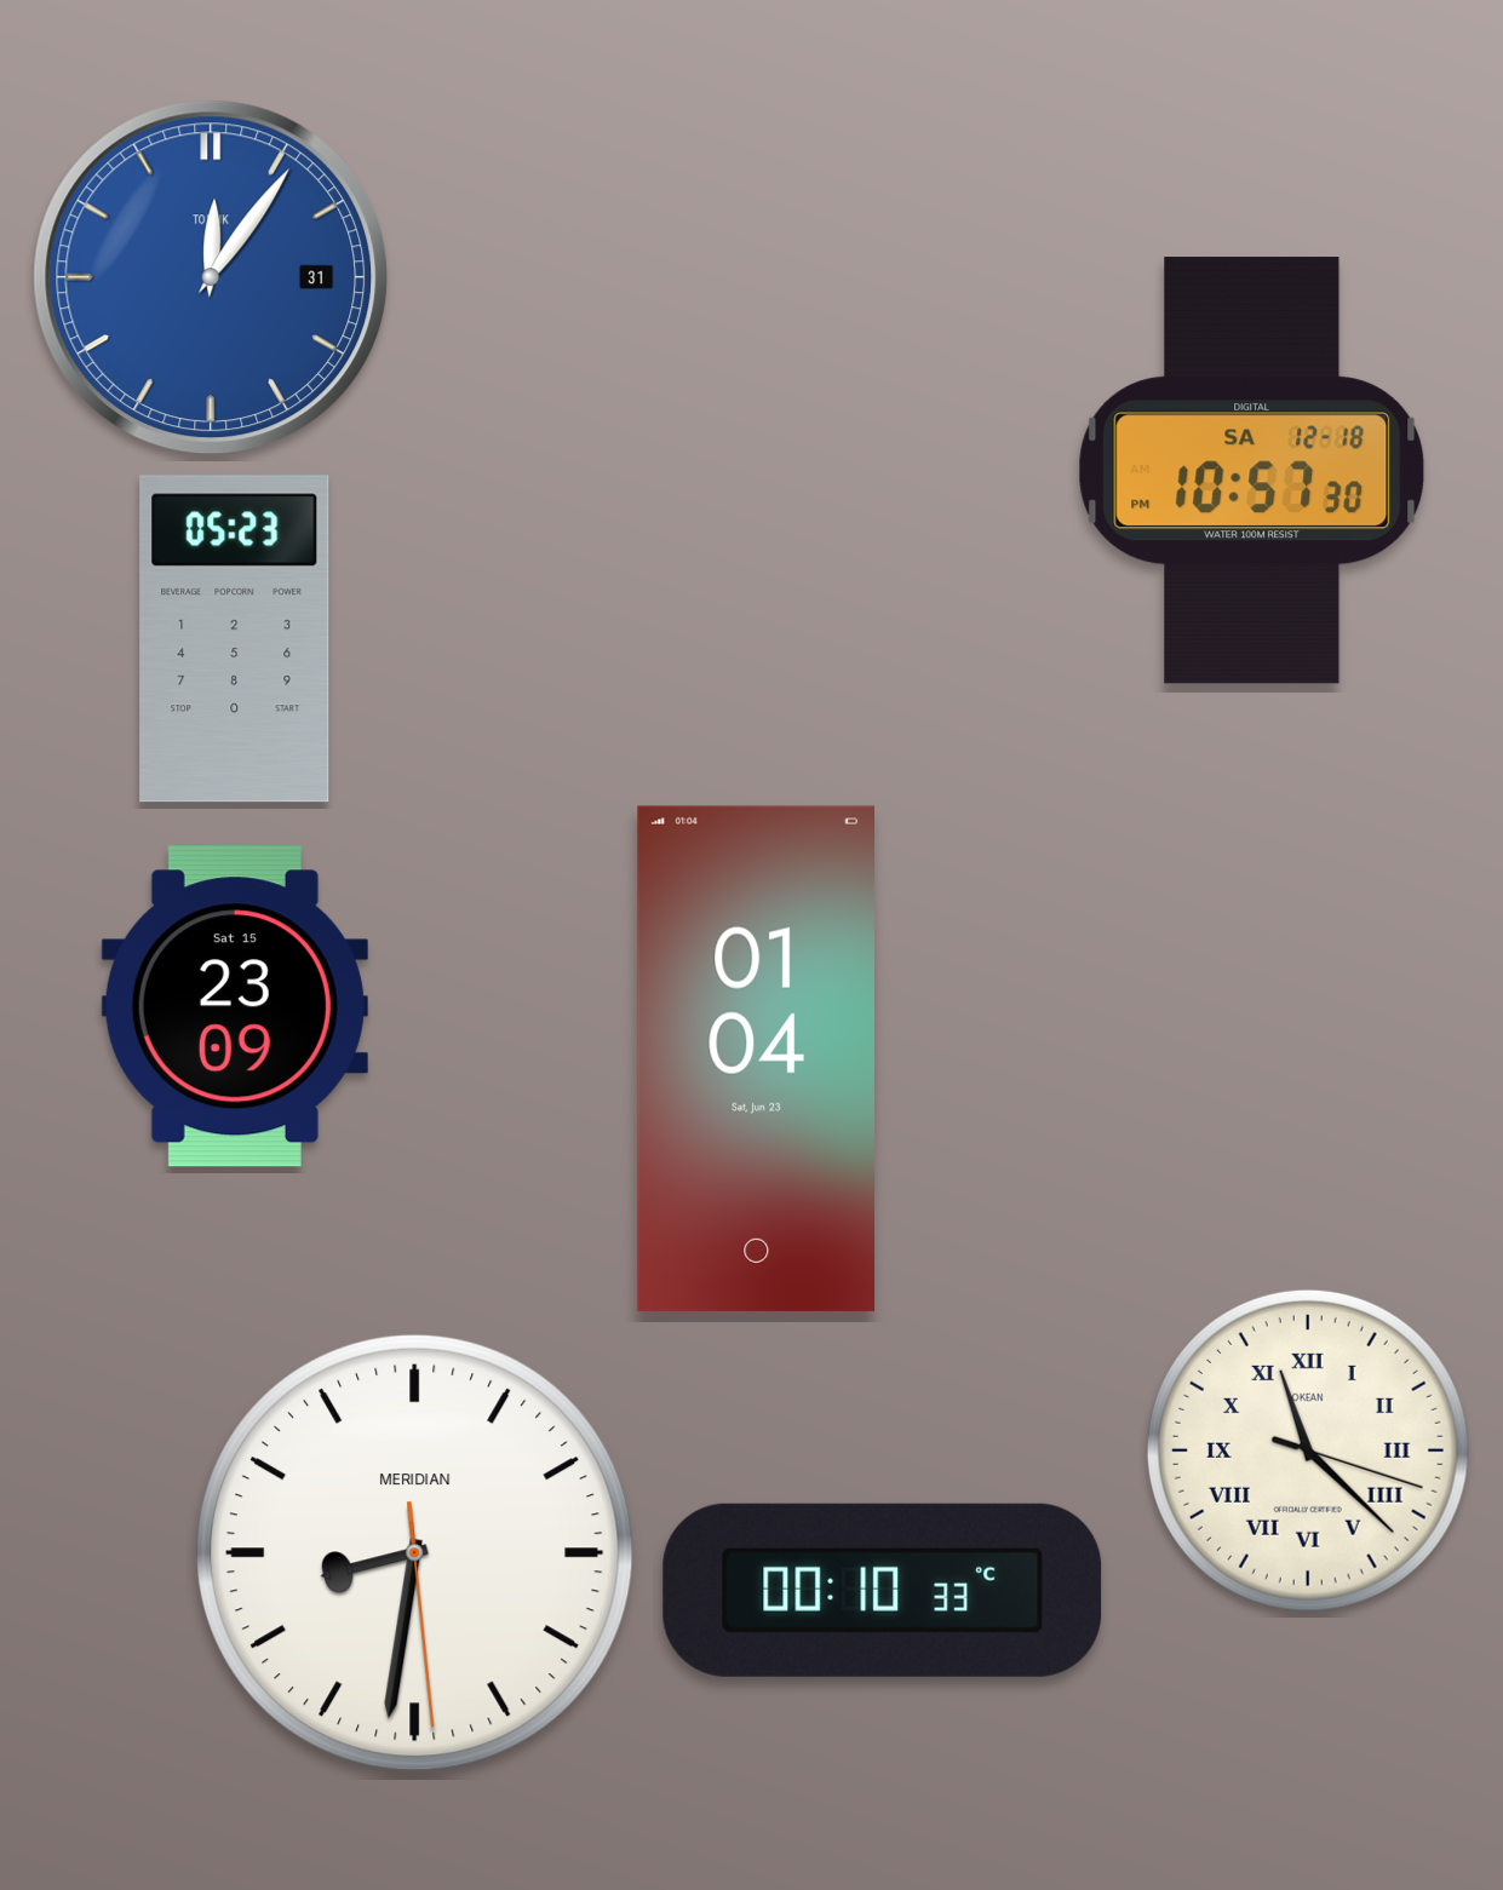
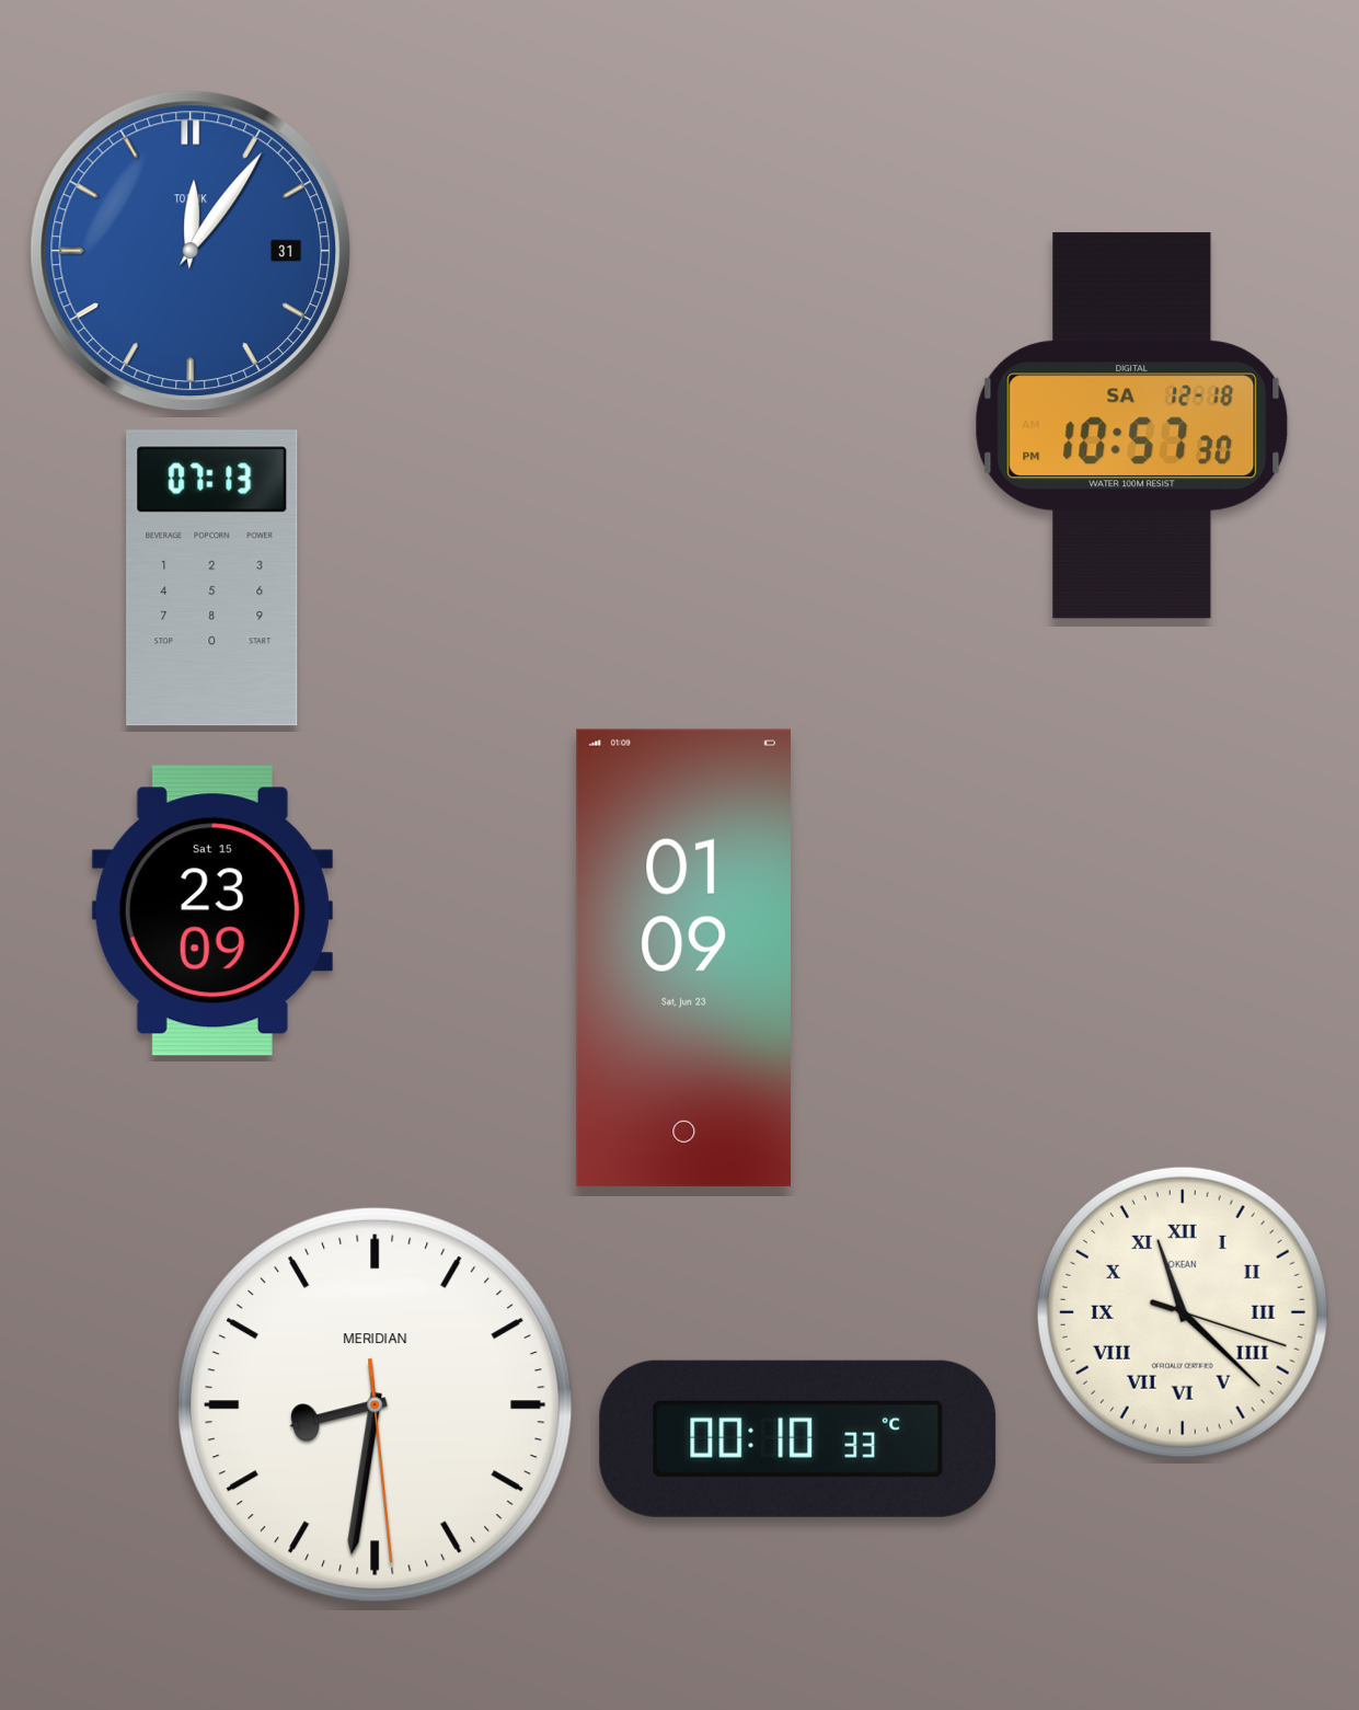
clock at (235, 639): 05:23 -> 07:13
clock at (756, 1058): 01:04 -> 01:09
